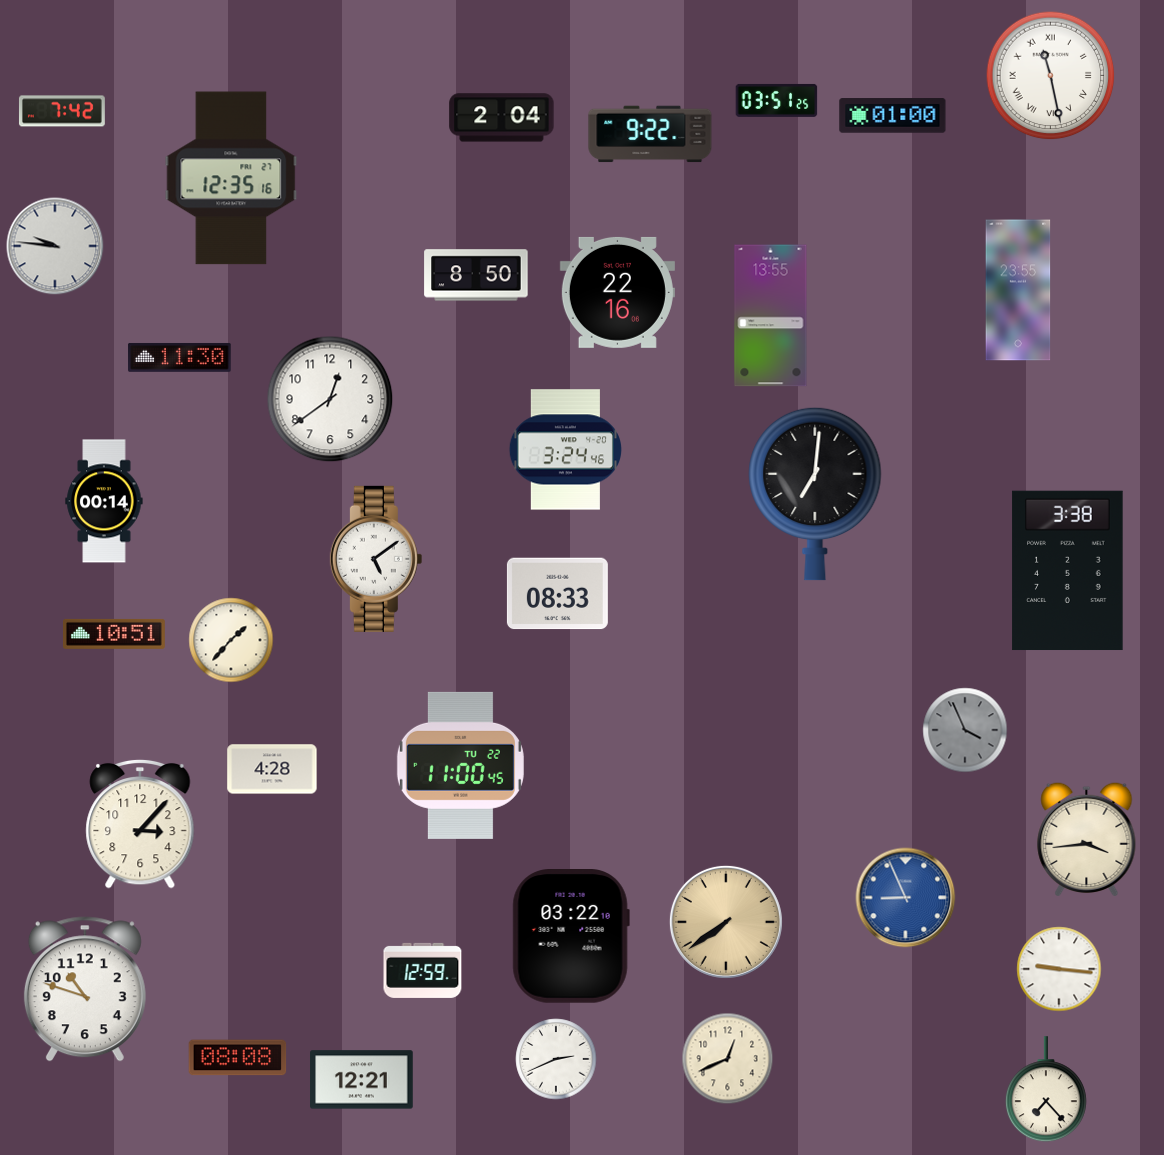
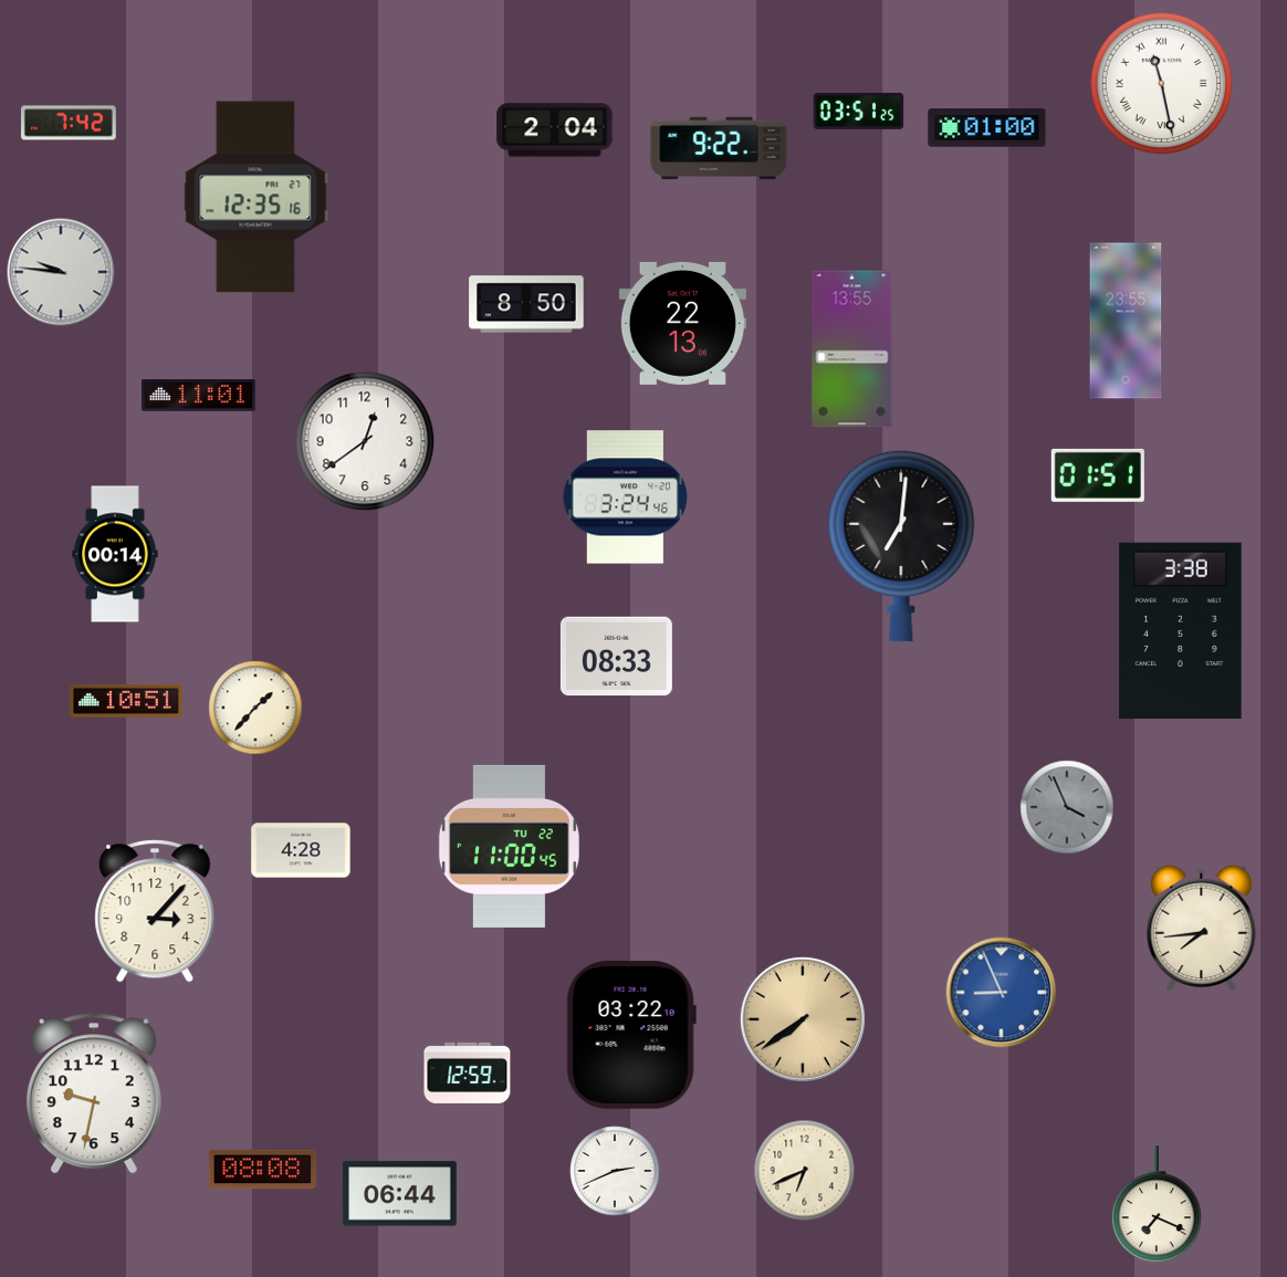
clock at (617, 292): 22:16 -> 22:13
clock at (180, 357): 11:30 -> 11:01
clock at (1098, 475): none -> 01:51
clock at (376, 559): 5:09 -> none
clock at (1087, 839): 3:44 -> 7:44
clock at (1059, 969): 9:16 -> none
clock at (85, 989): 10:48 -> 9:32
clock at (728, 1059): 12:41 -> 6:41
clock at (362, 1080): 12:21 -> 06:44
clock at (1046, 1090): 7:23 -> 7:19
